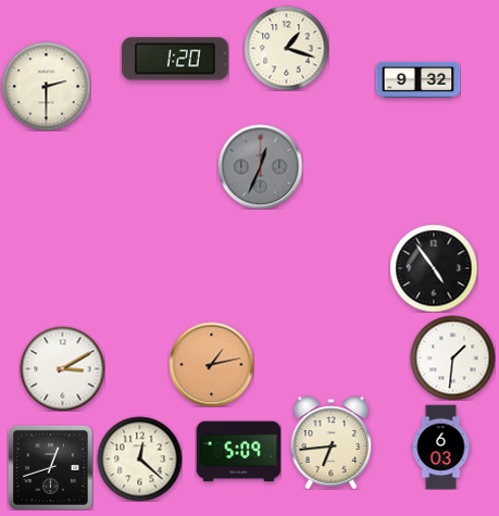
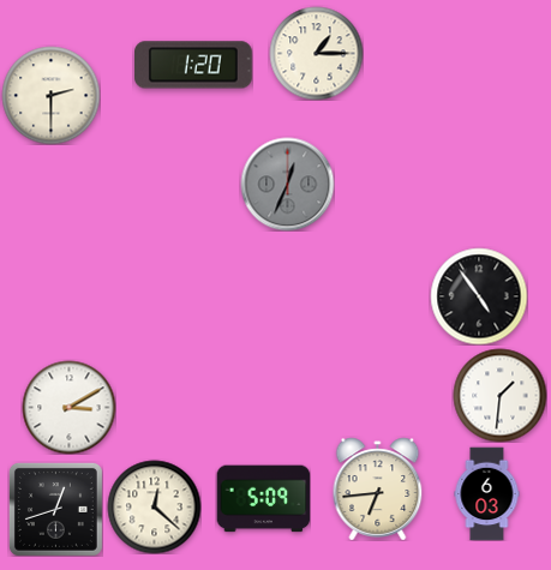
clock at (286, 48): 1:18 -> 1:15
clock at (417, 79): 9:32 -> none
clock at (211, 364): 1:13 -> none
clock at (332, 442) position: (332, 442) -> (378, 488)
clock at (50, 467) position: (50, 467) -> (55, 509)
